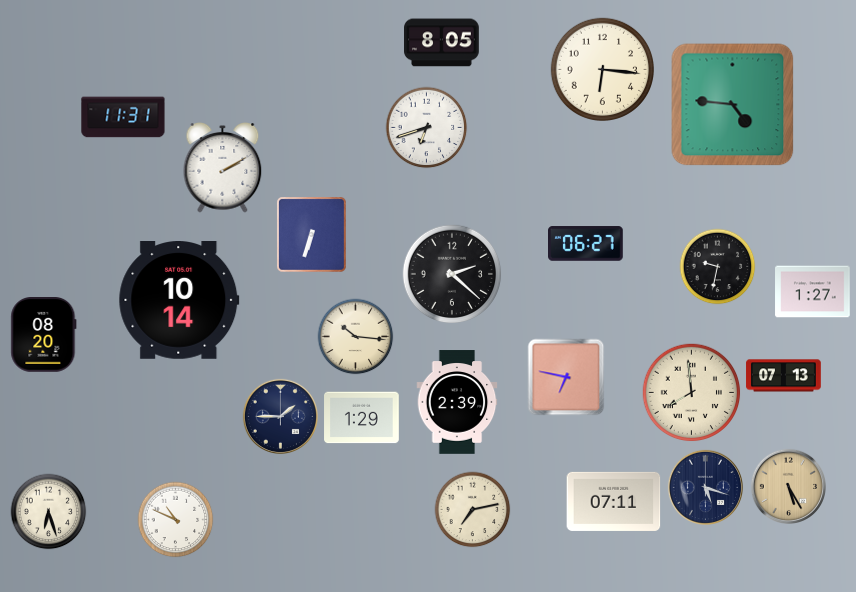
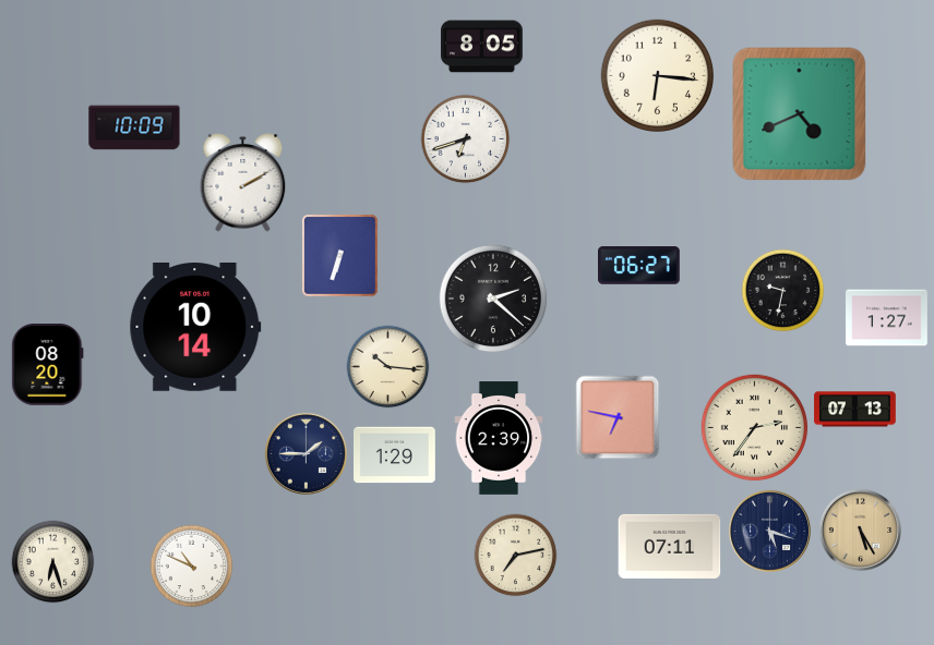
clock at (733, 105): 4:46 -> 4:41
clock at (123, 117): 11:31 -> 10:09
clock at (566, 377) position: (566, 377) -> (618, 417)
clock at (692, 393): 7:59 -> 2:36
clock at (49, 512) position: (49, 512) -> (53, 562)
